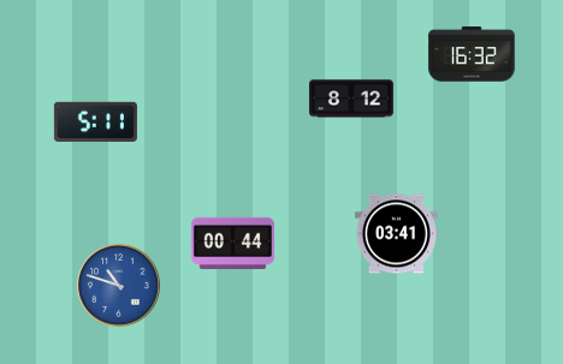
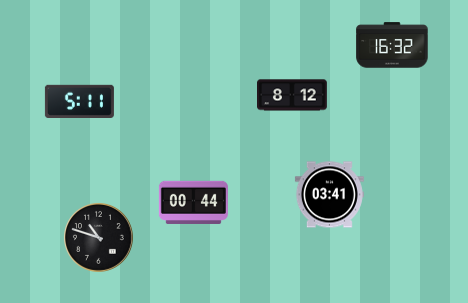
clock at (352, 99) position: (352, 99) -> (293, 95)
clock at (119, 286) dial: blue -> black
